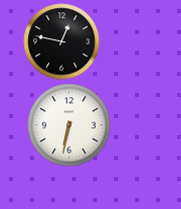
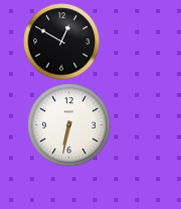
clock at (62, 42): 12:47 -> 12:50
